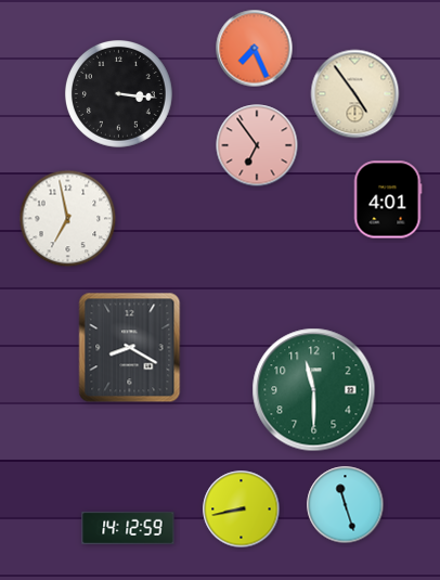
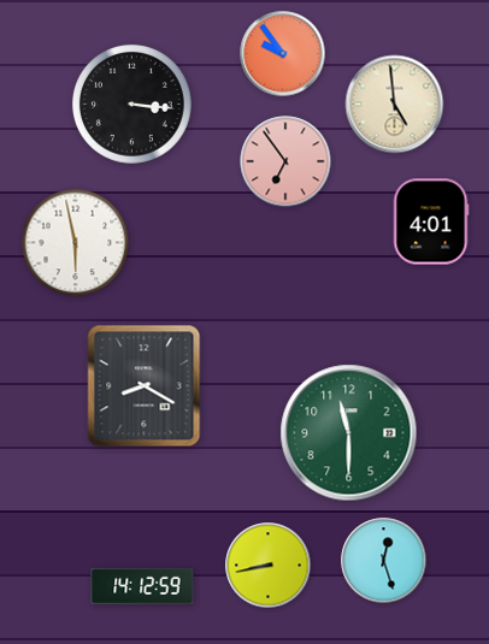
clock at (255, 49): 7:26 -> 9:54
clock at (355, 94): 4:54 -> 4:59
clock at (68, 219): 6:58 -> 5:58
clock at (346, 505): 11:27 -> 12:27
